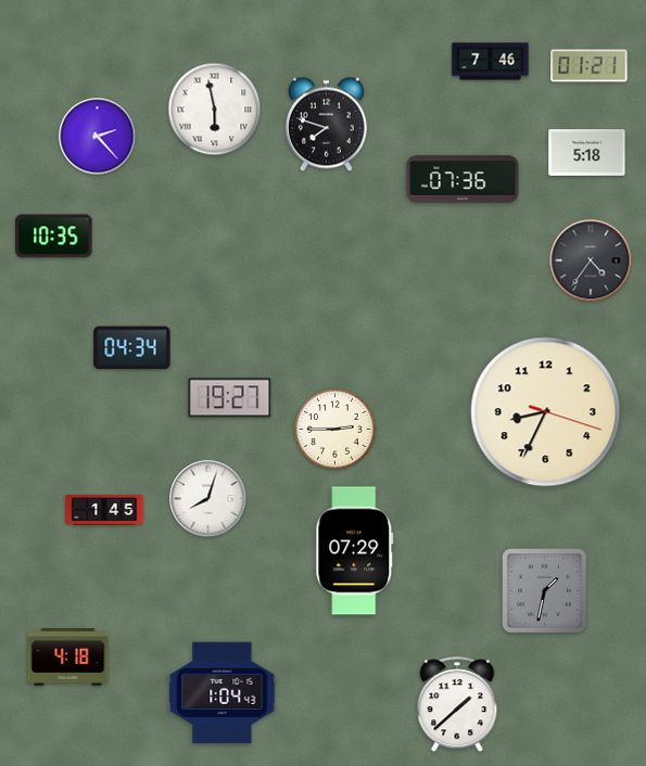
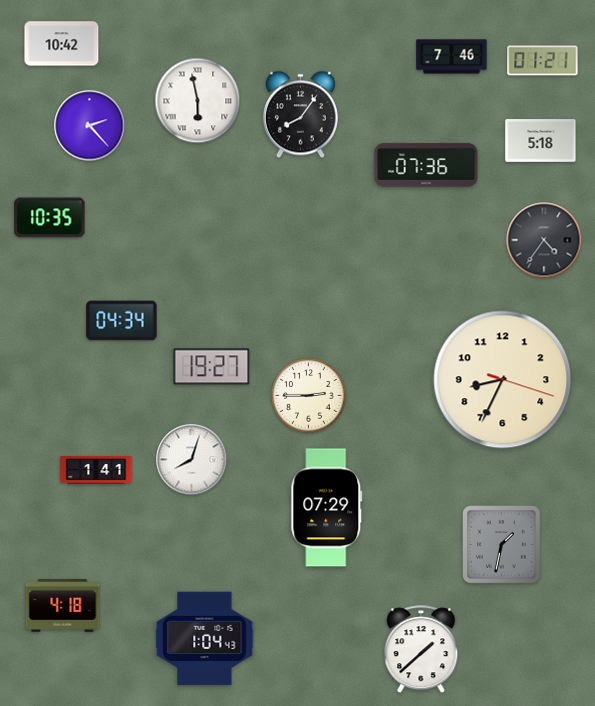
clock at (62, 44): none -> 10:42
clock at (326, 125): 7:48 -> 8:06
clock at (104, 511): 1:45 -> 1:41
